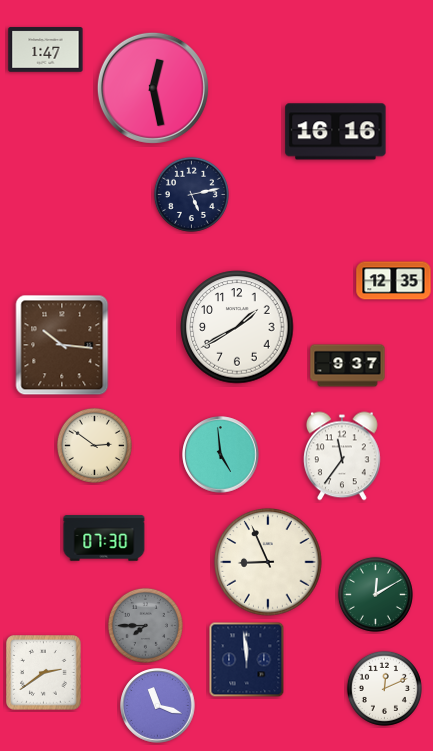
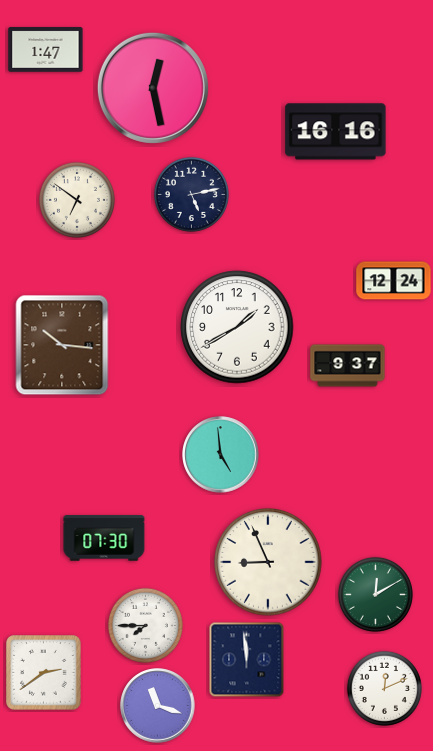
clock at (77, 200): none -> 6:51
clock at (394, 281): 12:35 -> 12:24
clock at (94, 445): 2:51 -> none
clock at (343, 456): 11:36 -> none
clock at (145, 625) dial: grey -> white
